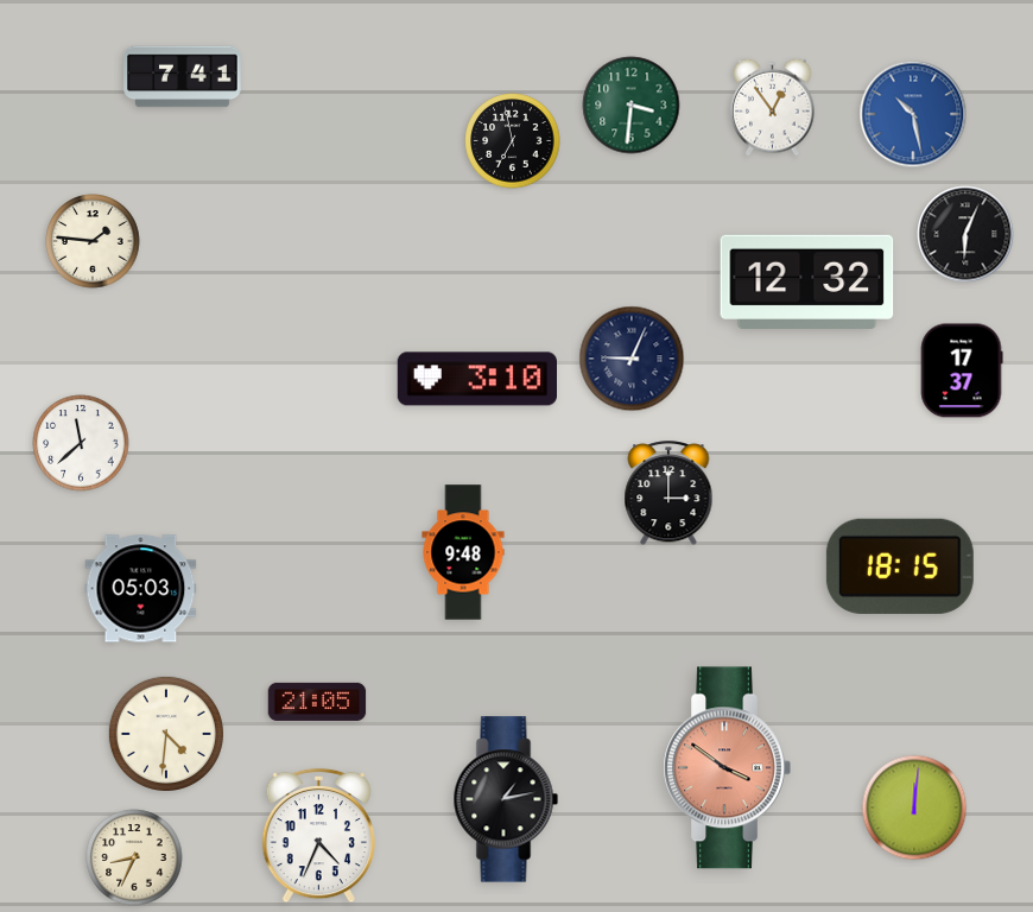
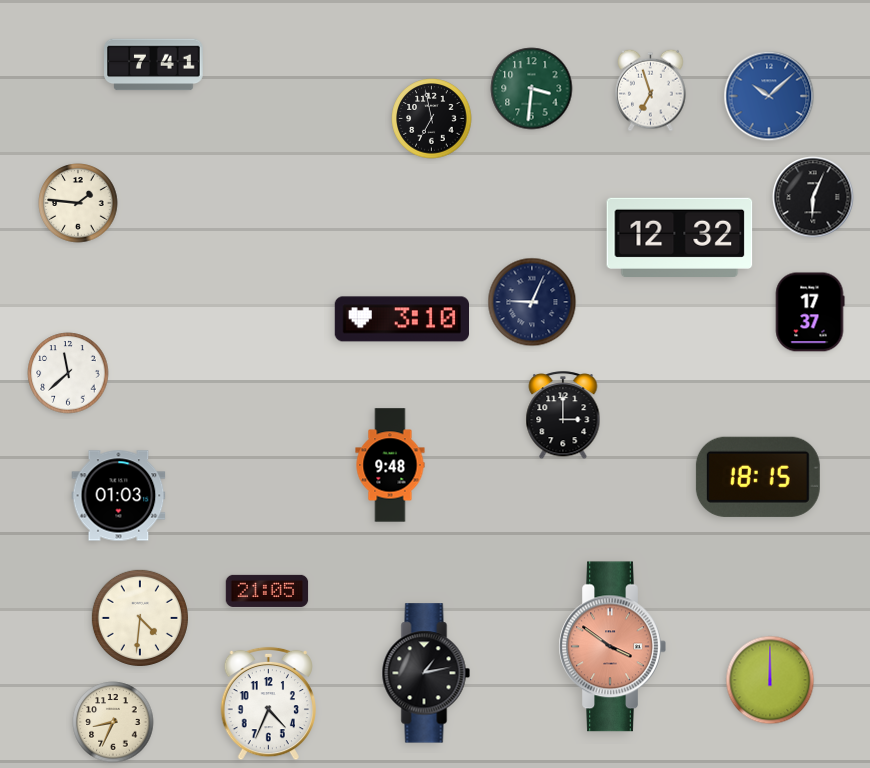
clock at (773, 107): 12:54 -> 6:57
clock at (913, 114): 10:28 -> 10:08
clock at (141, 589): 05:03 -> 01:03
clock at (914, 807): 12:01 -> 12:00
